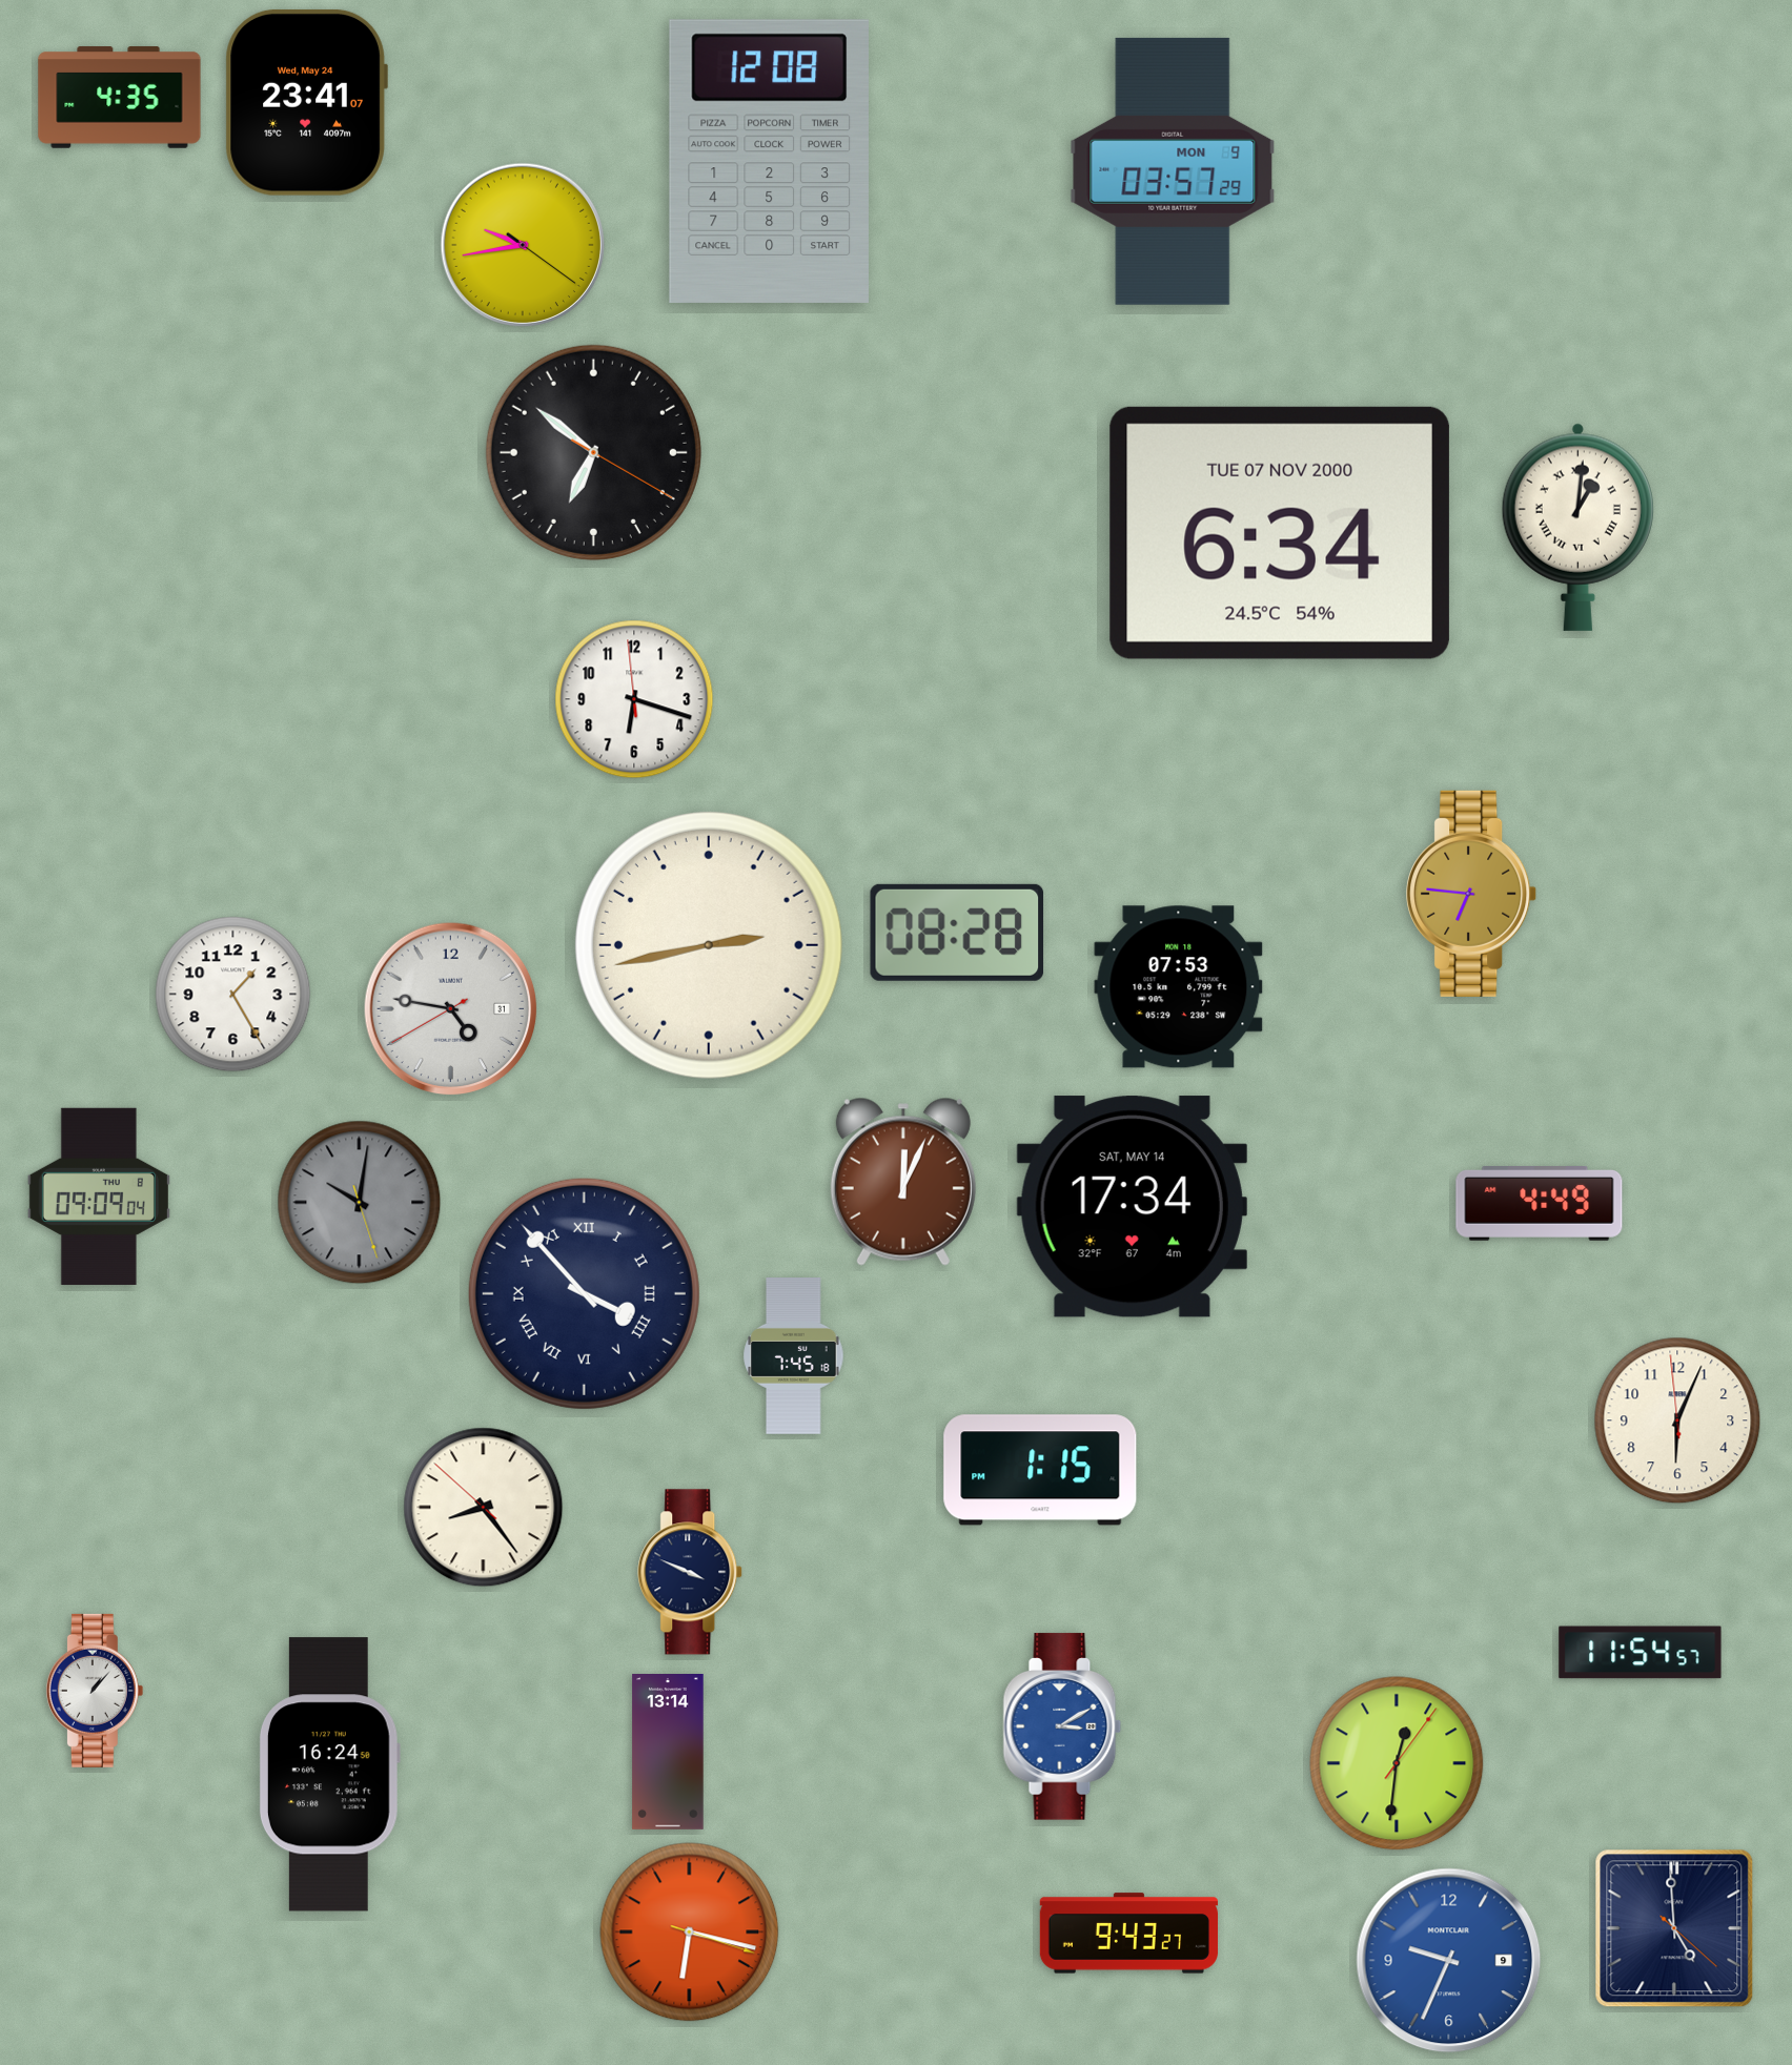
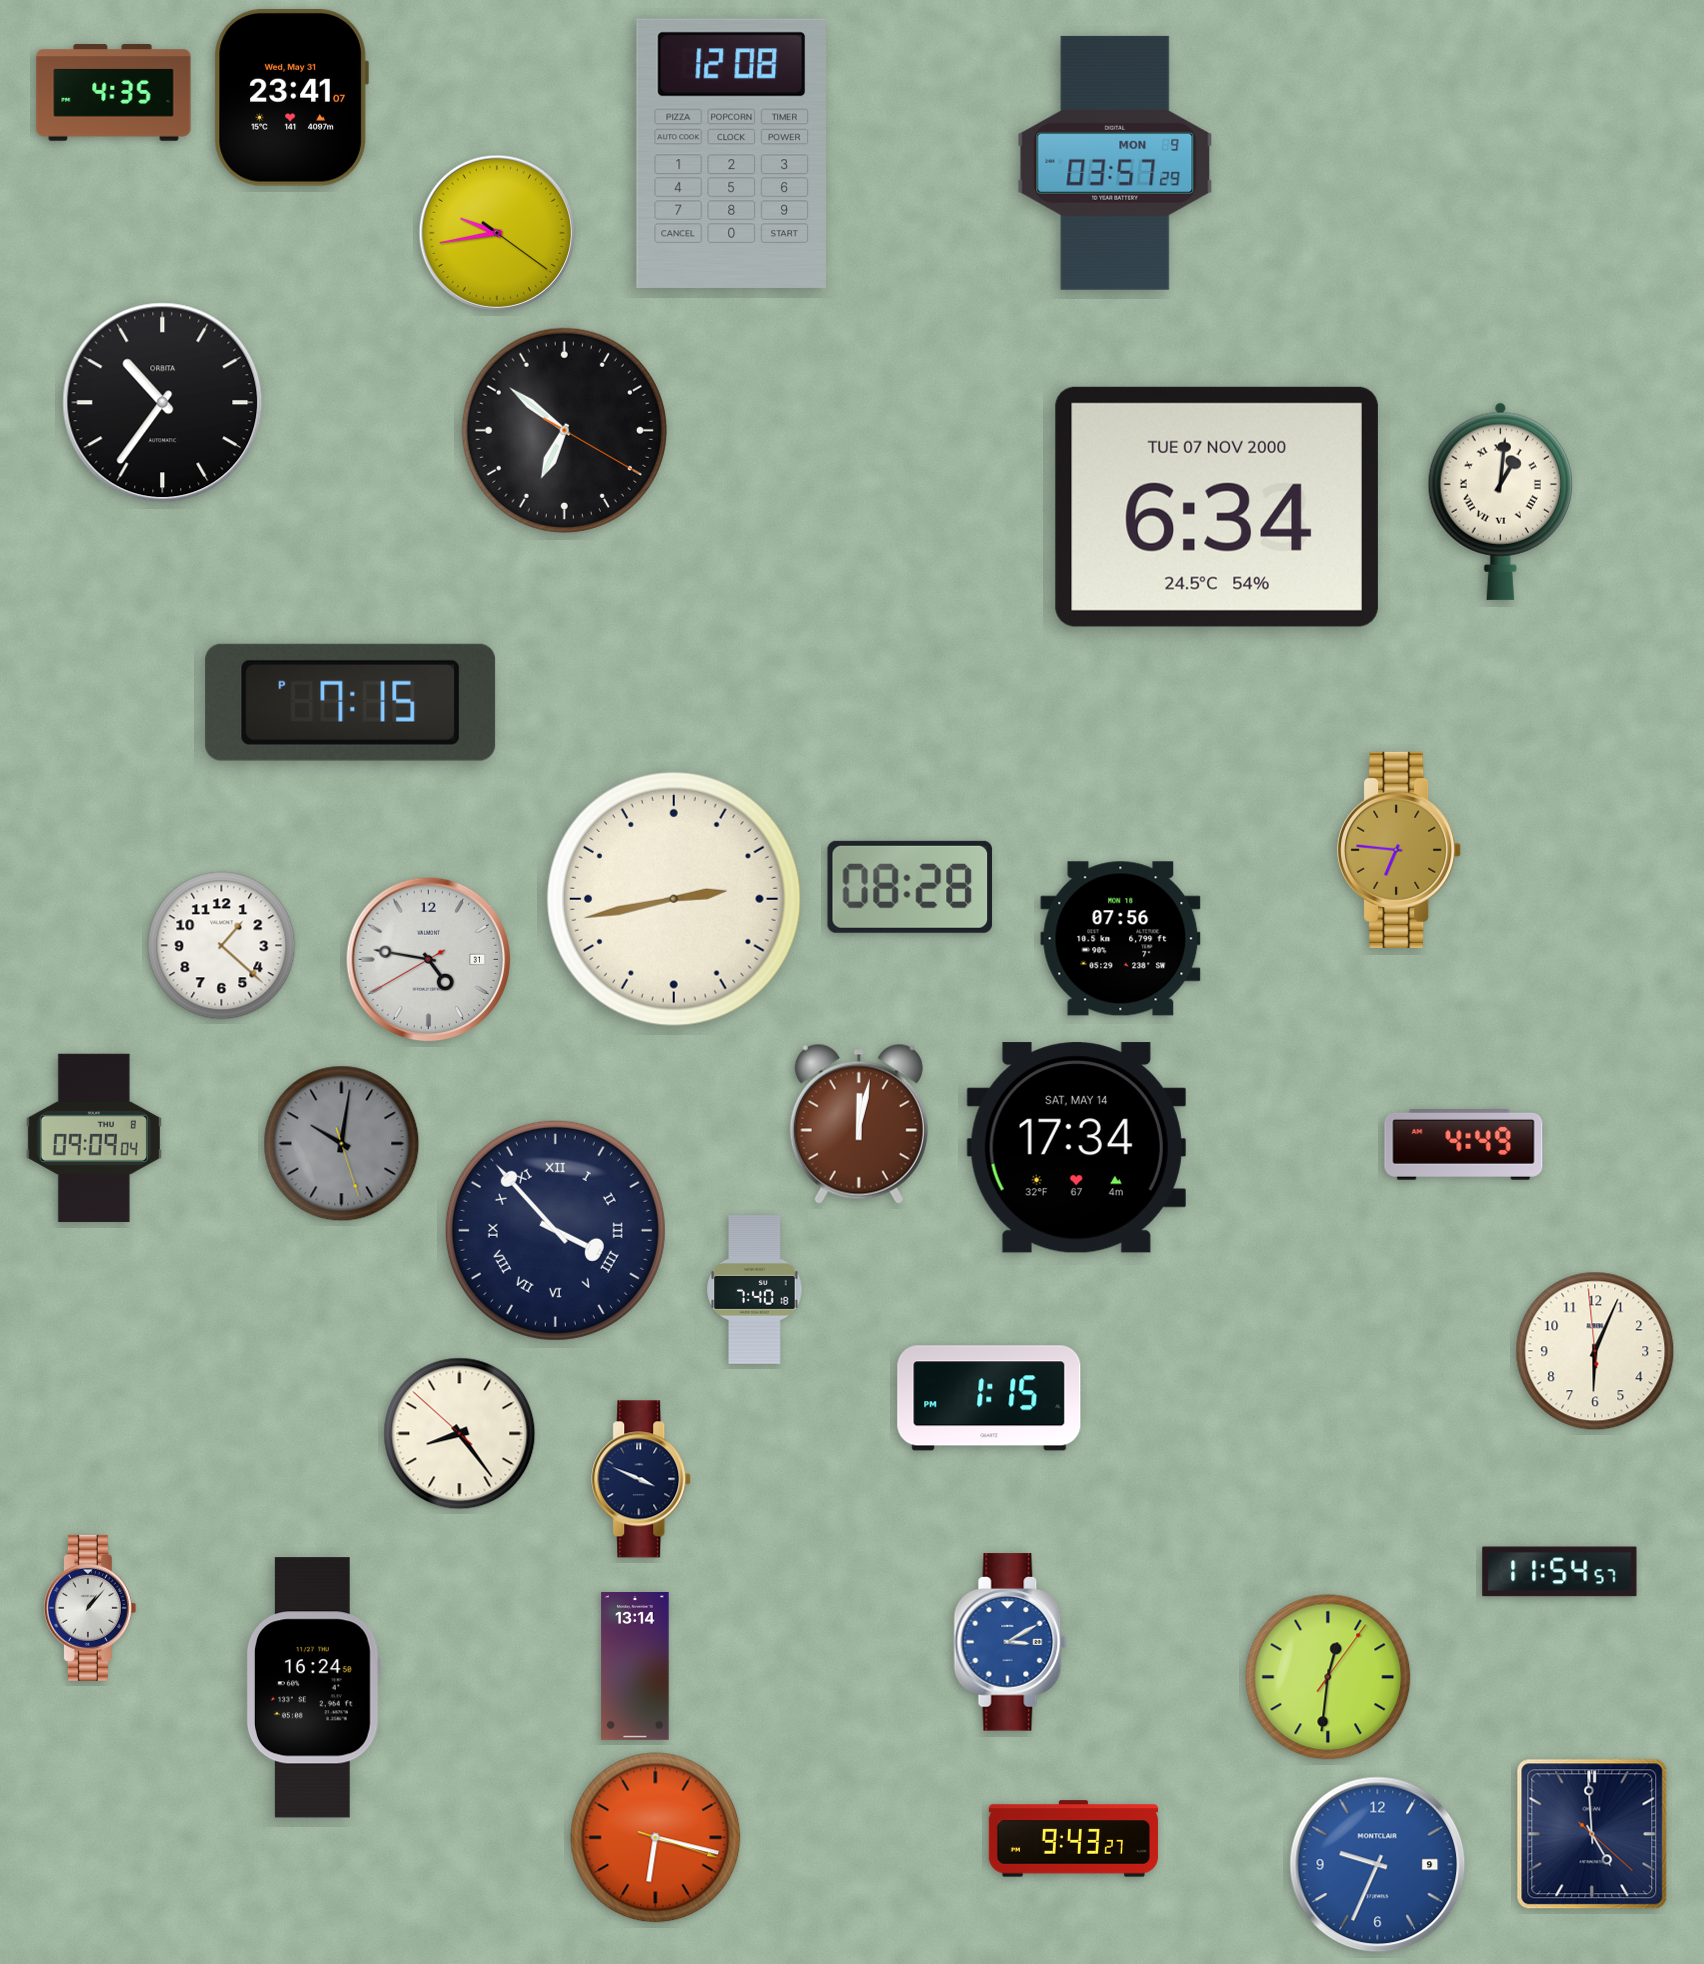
clock at (306, 102) date: Wed, May 24 -> Wed, May 31
clock at (163, 403): none -> 10:36
clock at (634, 699): 6:17 -> none
clock at (351, 702): none -> 7:15
clock at (1179, 987): 07:53 -> 07:56
clock at (233, 995): 1:25 -> 1:22
clock at (903, 1182): 12:04 -> 12:02
clock at (794, 1356): 7:45 -> 7:40
clock at (691, 1572) position: (691, 1572) -> (642, 1479)
